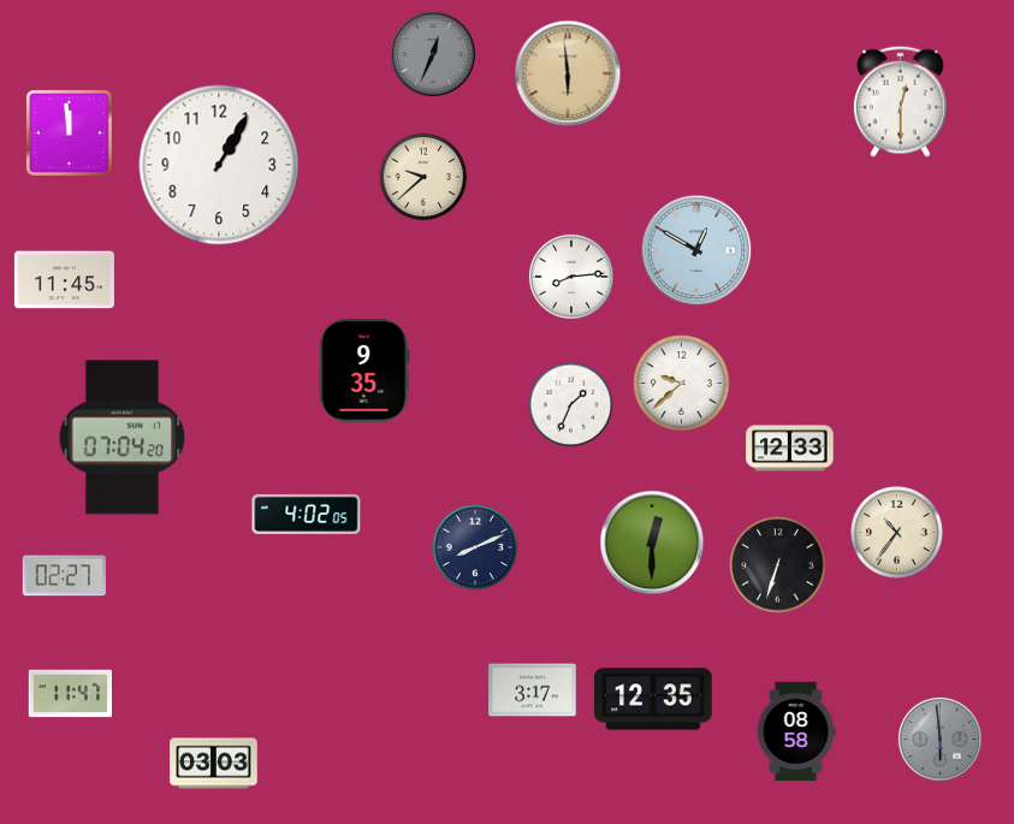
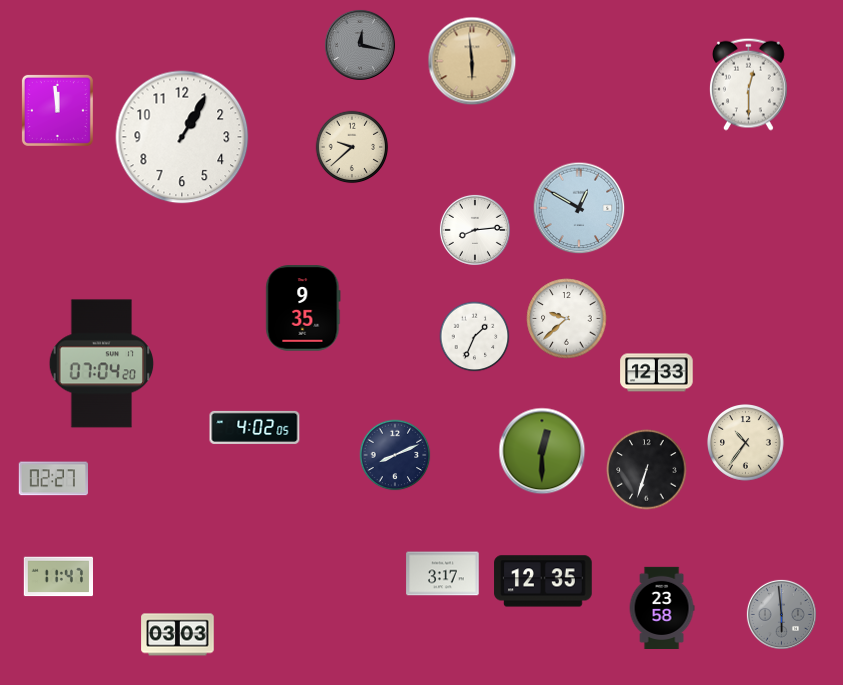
clock at (433, 54): 12:34 -> 12:17
clock at (64, 280): 11:45 -> none
clock at (796, 730): 08:58 -> 23:58
